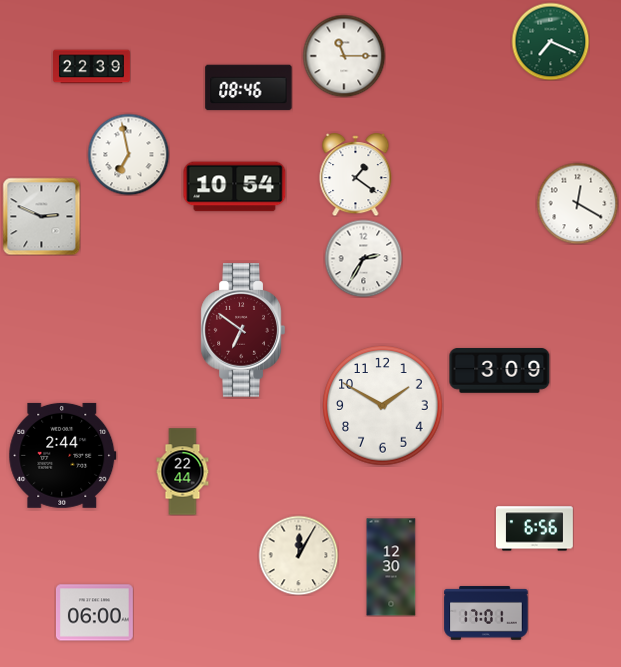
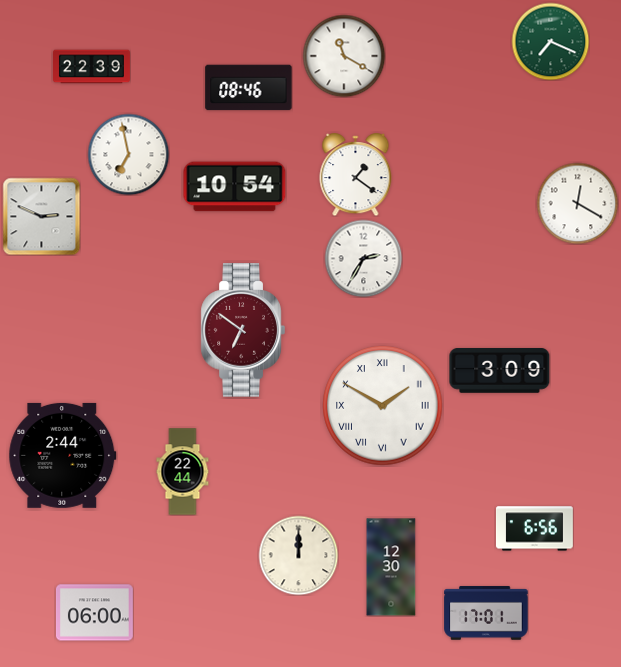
clock at (344, 56): 11:15 -> 11:20
clock at (383, 406) numerals: Arabic -> Roman
clock at (298, 555): 12:05 -> 12:00
